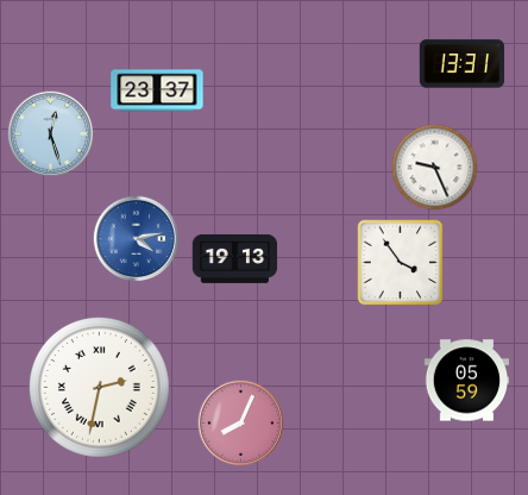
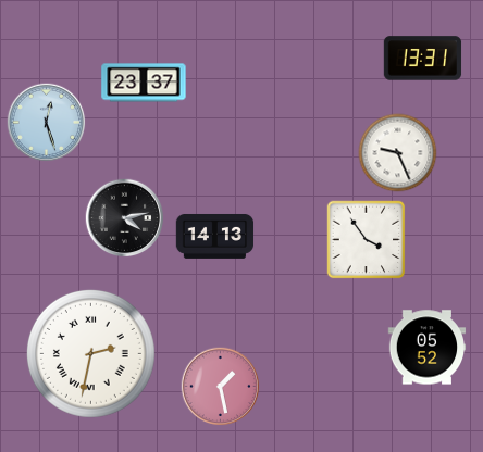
clock at (137, 239) dial: blue -> black
clock at (235, 258): 19:13 -> 14:13
clock at (467, 381): 05:59 -> 05:52
clock at (241, 424): 8:04 -> 1:28
